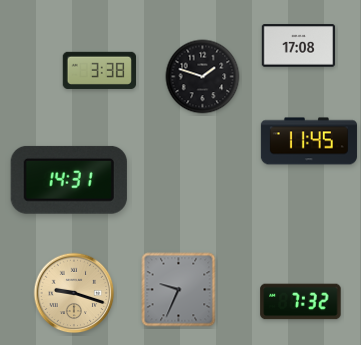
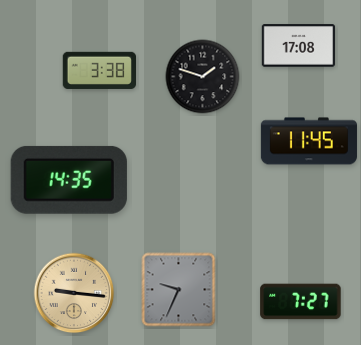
clock at (69, 180): 14:31 -> 14:35
clock at (74, 293): 9:18 -> 9:16
clock at (301, 302): 7:32 -> 7:27
